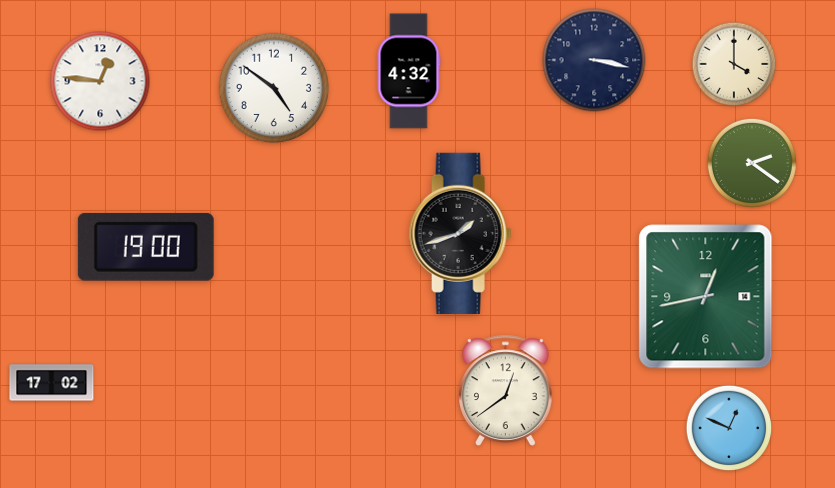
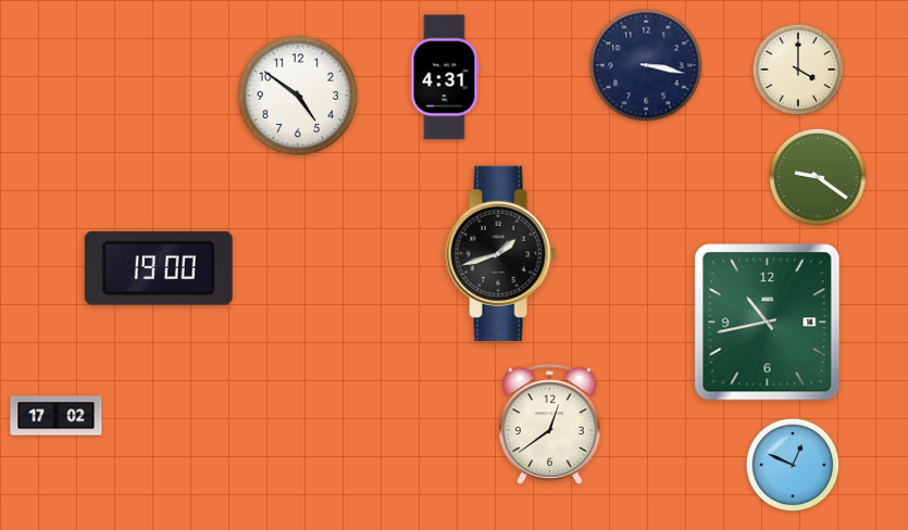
clock at (409, 71): 4:32 -> 4:31
clock at (100, 81): 12:46 -> none
clock at (752, 163): 2:21 -> 9:21
clock at (706, 297): 12:43 -> 10:43
